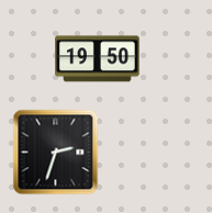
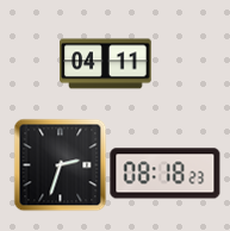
clock at (98, 59): 19:50 -> 04:11
clock at (166, 174): none -> 08:18
